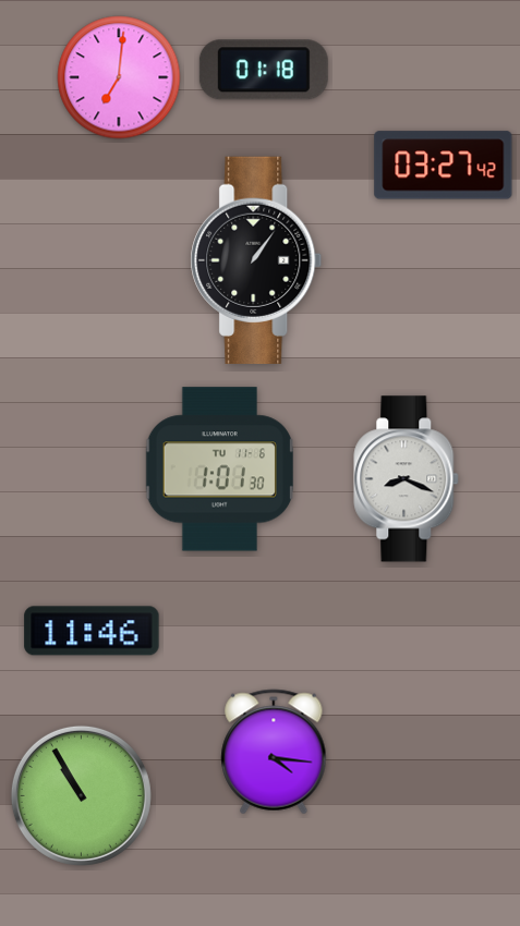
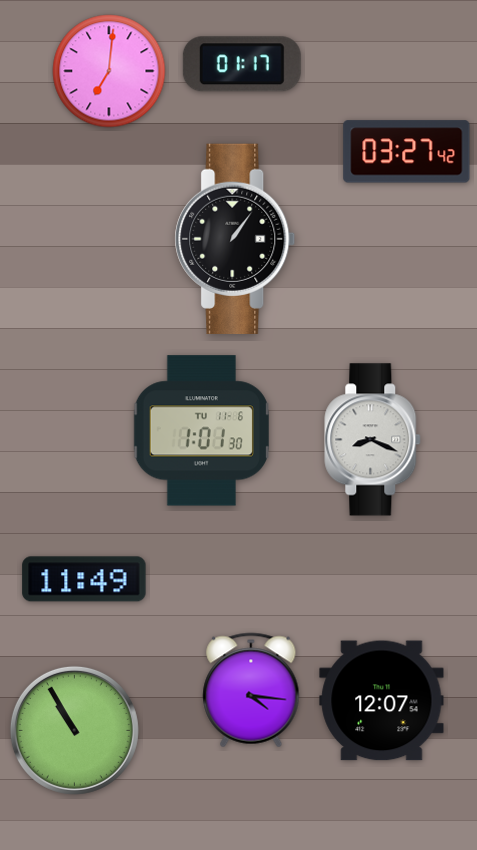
clock at (264, 70): 01:18 -> 01:17
clock at (92, 631): 11:46 -> 11:49
clock at (382, 701): none -> 12:07
